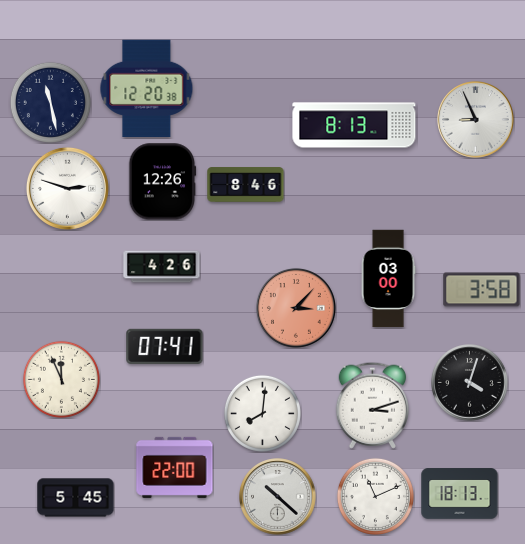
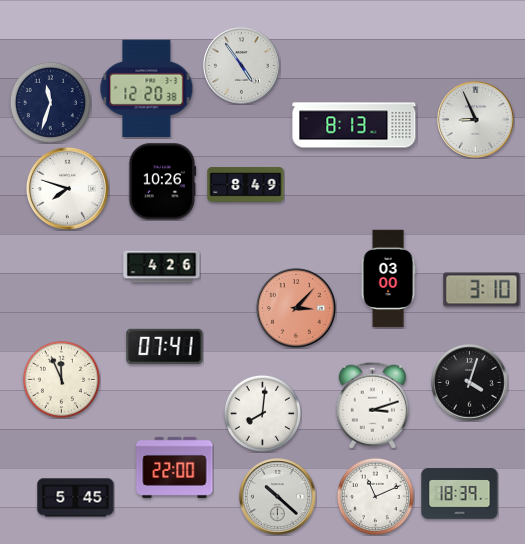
clock at (242, 66): none -> 4:54
clock at (50, 102): 11:28 -> 11:33
clock at (163, 182): 12:26 -> 10:26
clock at (246, 185): 8:46 -> 8:49
clock at (67, 188): 2:48 -> 7:48
clock at (482, 290): 3:58 -> 3:10
clock at (460, 494): 18:13 -> 18:39
